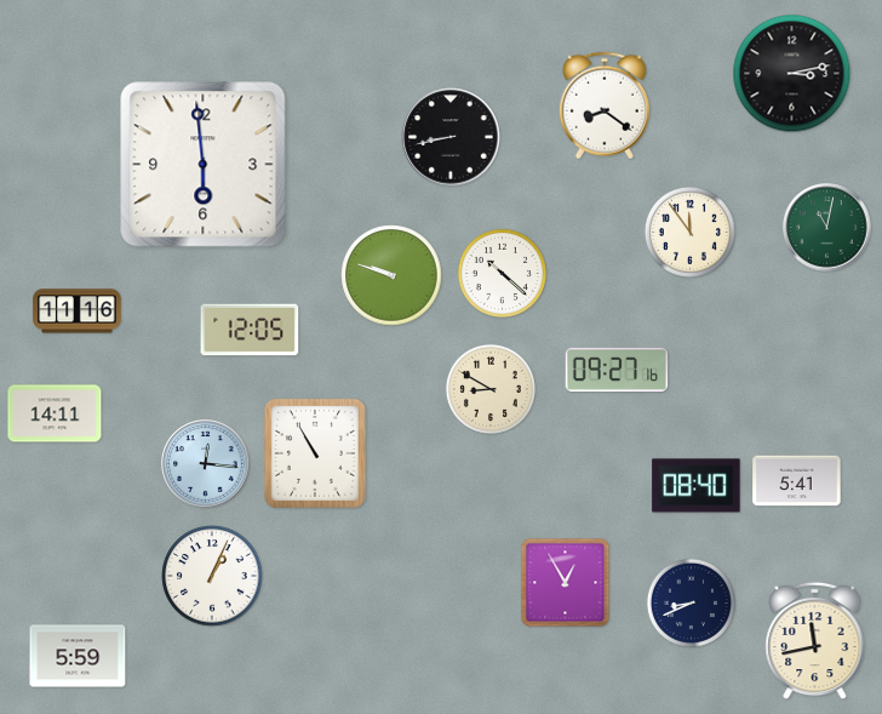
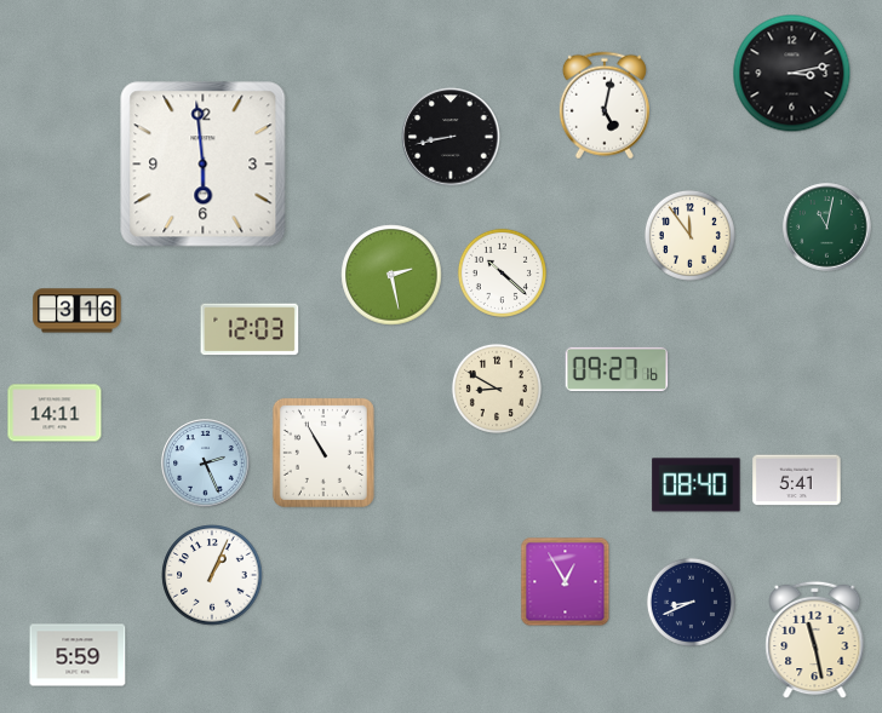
clock at (605, 105): 8:21 -> 5:02
clock at (689, 232) position: (689, 232) -> (689, 235)
clock at (391, 275): 9:48 -> 2:28
clock at (78, 312): 11:16 -> 3:16
clock at (250, 330): 12:05 -> 12:03
clock at (491, 389) position: (491, 389) -> (497, 389)
clock at (315, 453) position: (315, 453) -> (323, 453)
clock at (206, 464): 12:16 -> 2:26
clock at (815, 641): 11:43 -> 11:28
